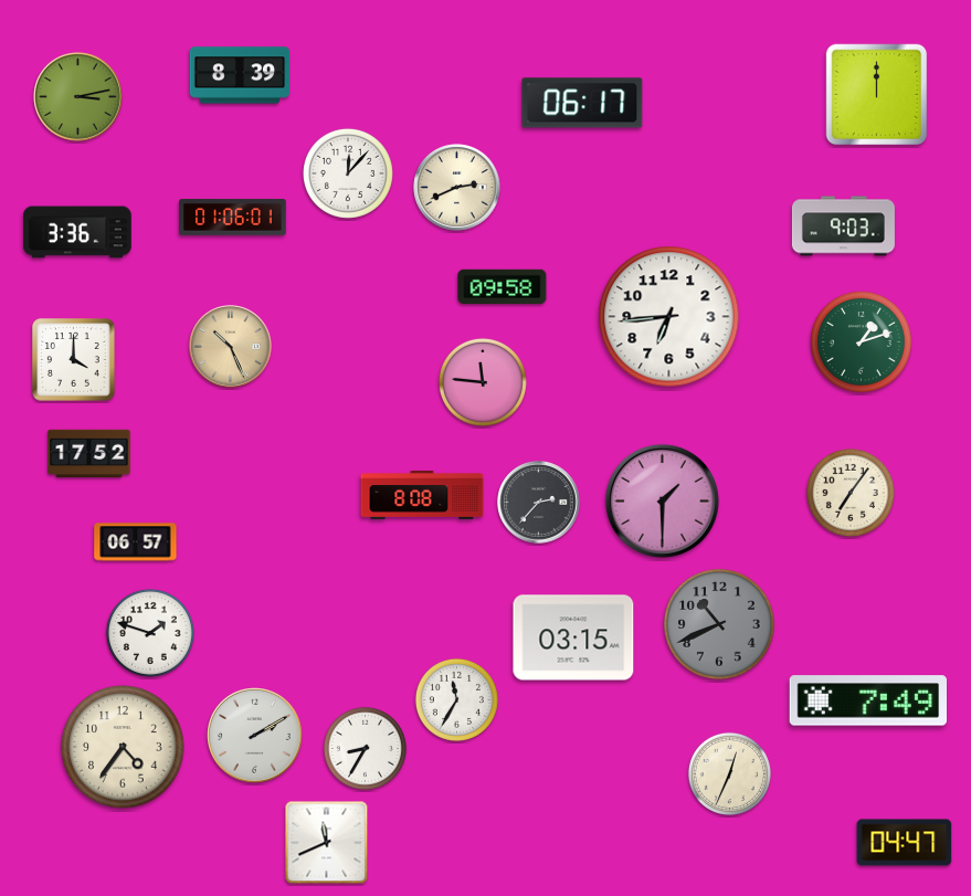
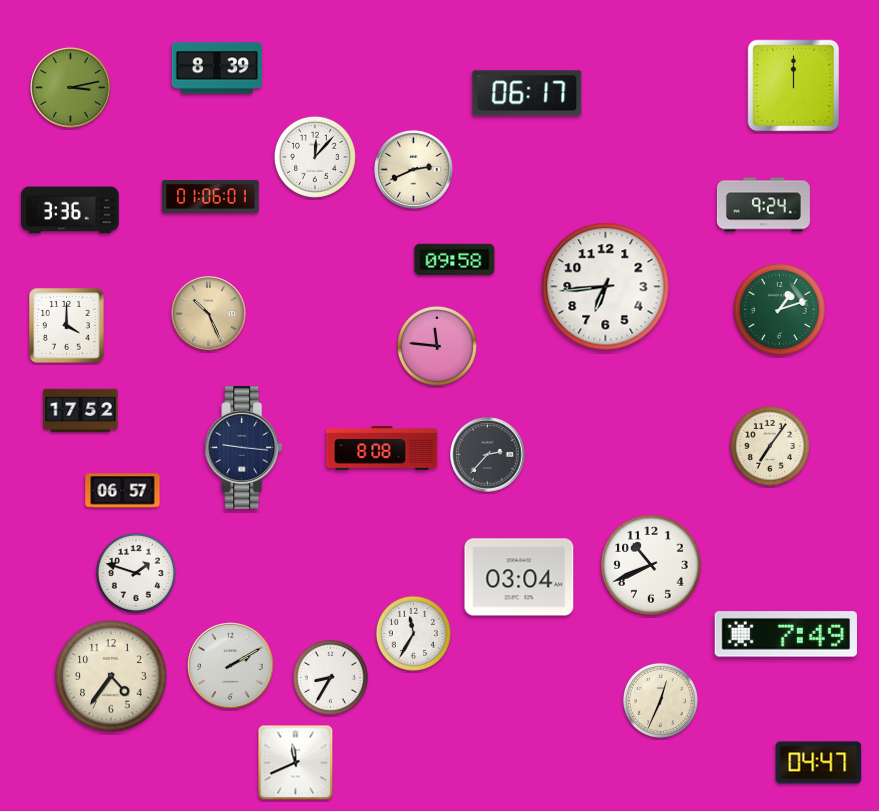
clock at (843, 226): 9:03 -> 9:24
clock at (244, 448): none -> 9:16
clock at (662, 500): 1:30 -> none
clock at (719, 624) dial: grey -> white
clock at (573, 637): 03:15 -> 03:04
